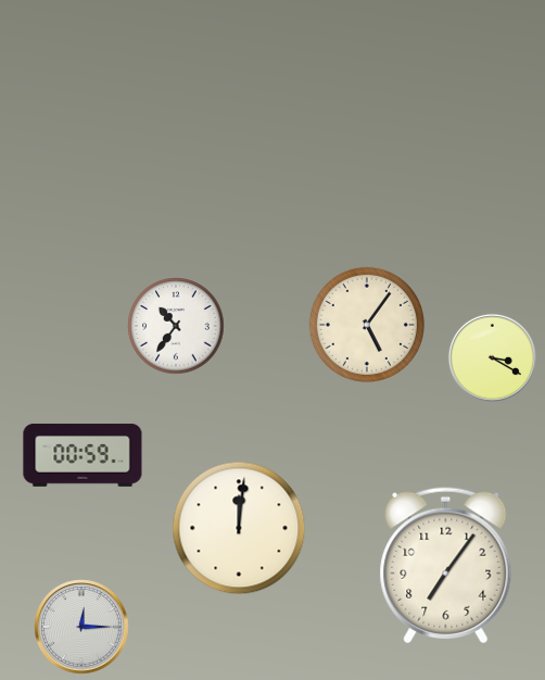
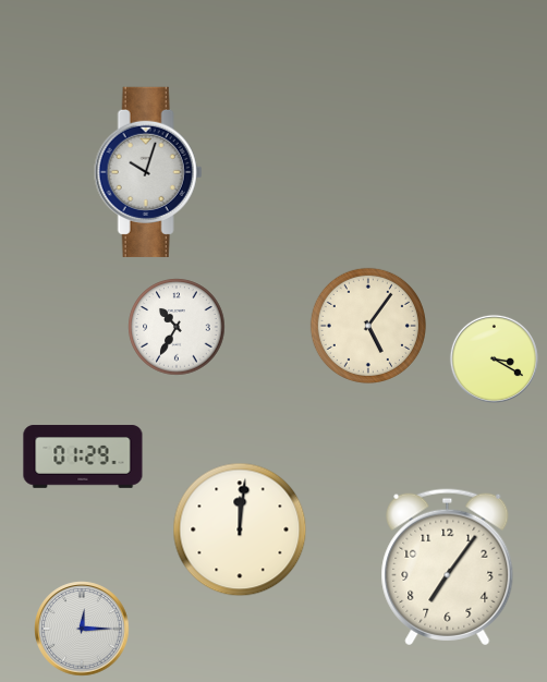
clock at (148, 172): none -> 10:03
clock at (176, 326): 10:36 -> 10:35
clock at (83, 455): 00:59 -> 01:29
